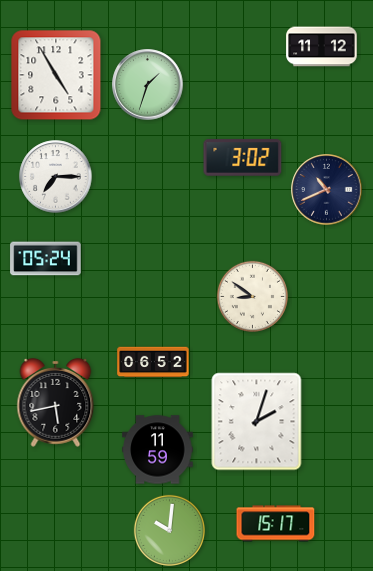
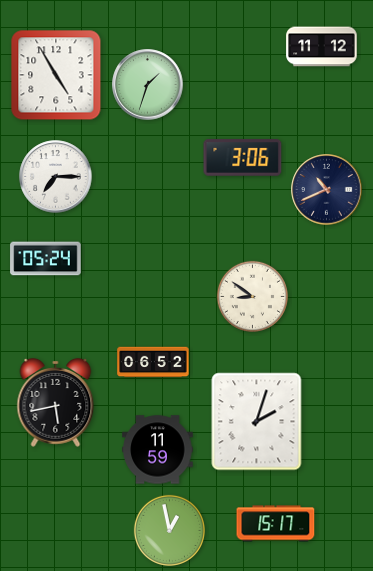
clock at (243, 158): 3:02 -> 3:06
clock at (169, 530): 10:01 -> 12:58
